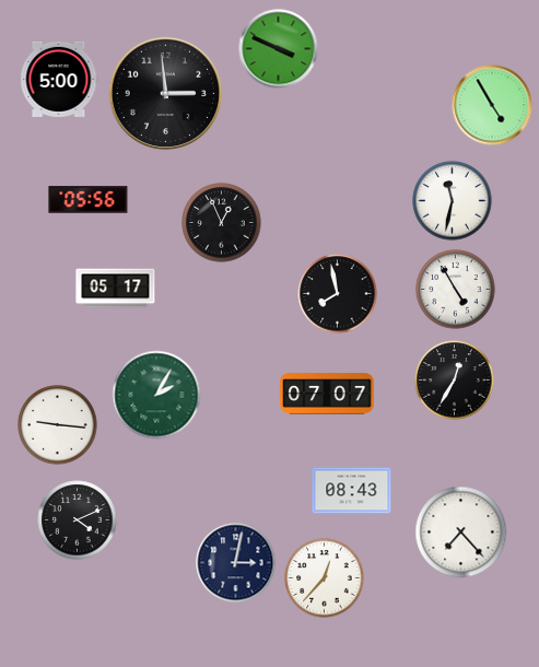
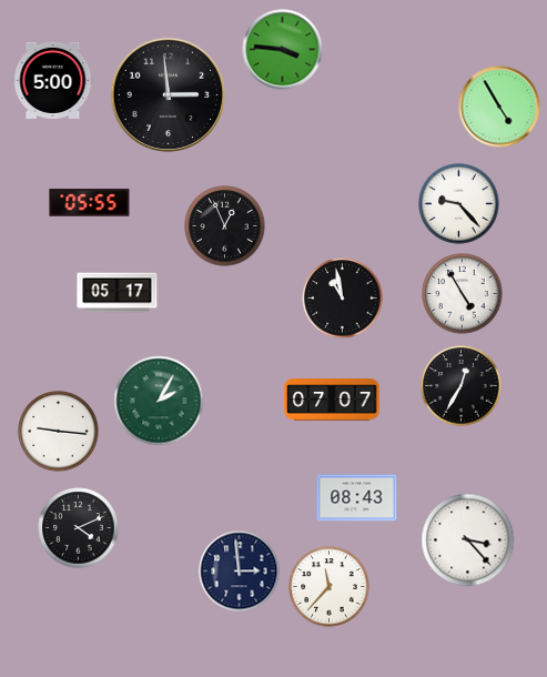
clock at (279, 49): 3:49 -> 3:46
clock at (59, 79) position: (59, 79) -> (53, 80)
clock at (89, 200): 05:56 -> 05:55
clock at (453, 201): 11:32 -> 9:23
clock at (338, 294): 7:58 -> 10:58
clock at (461, 533): 7:23 -> 3:23
clock at (236, 563): 3:02 -> 2:59
clock at (325, 578): 12:37 -> 11:37
